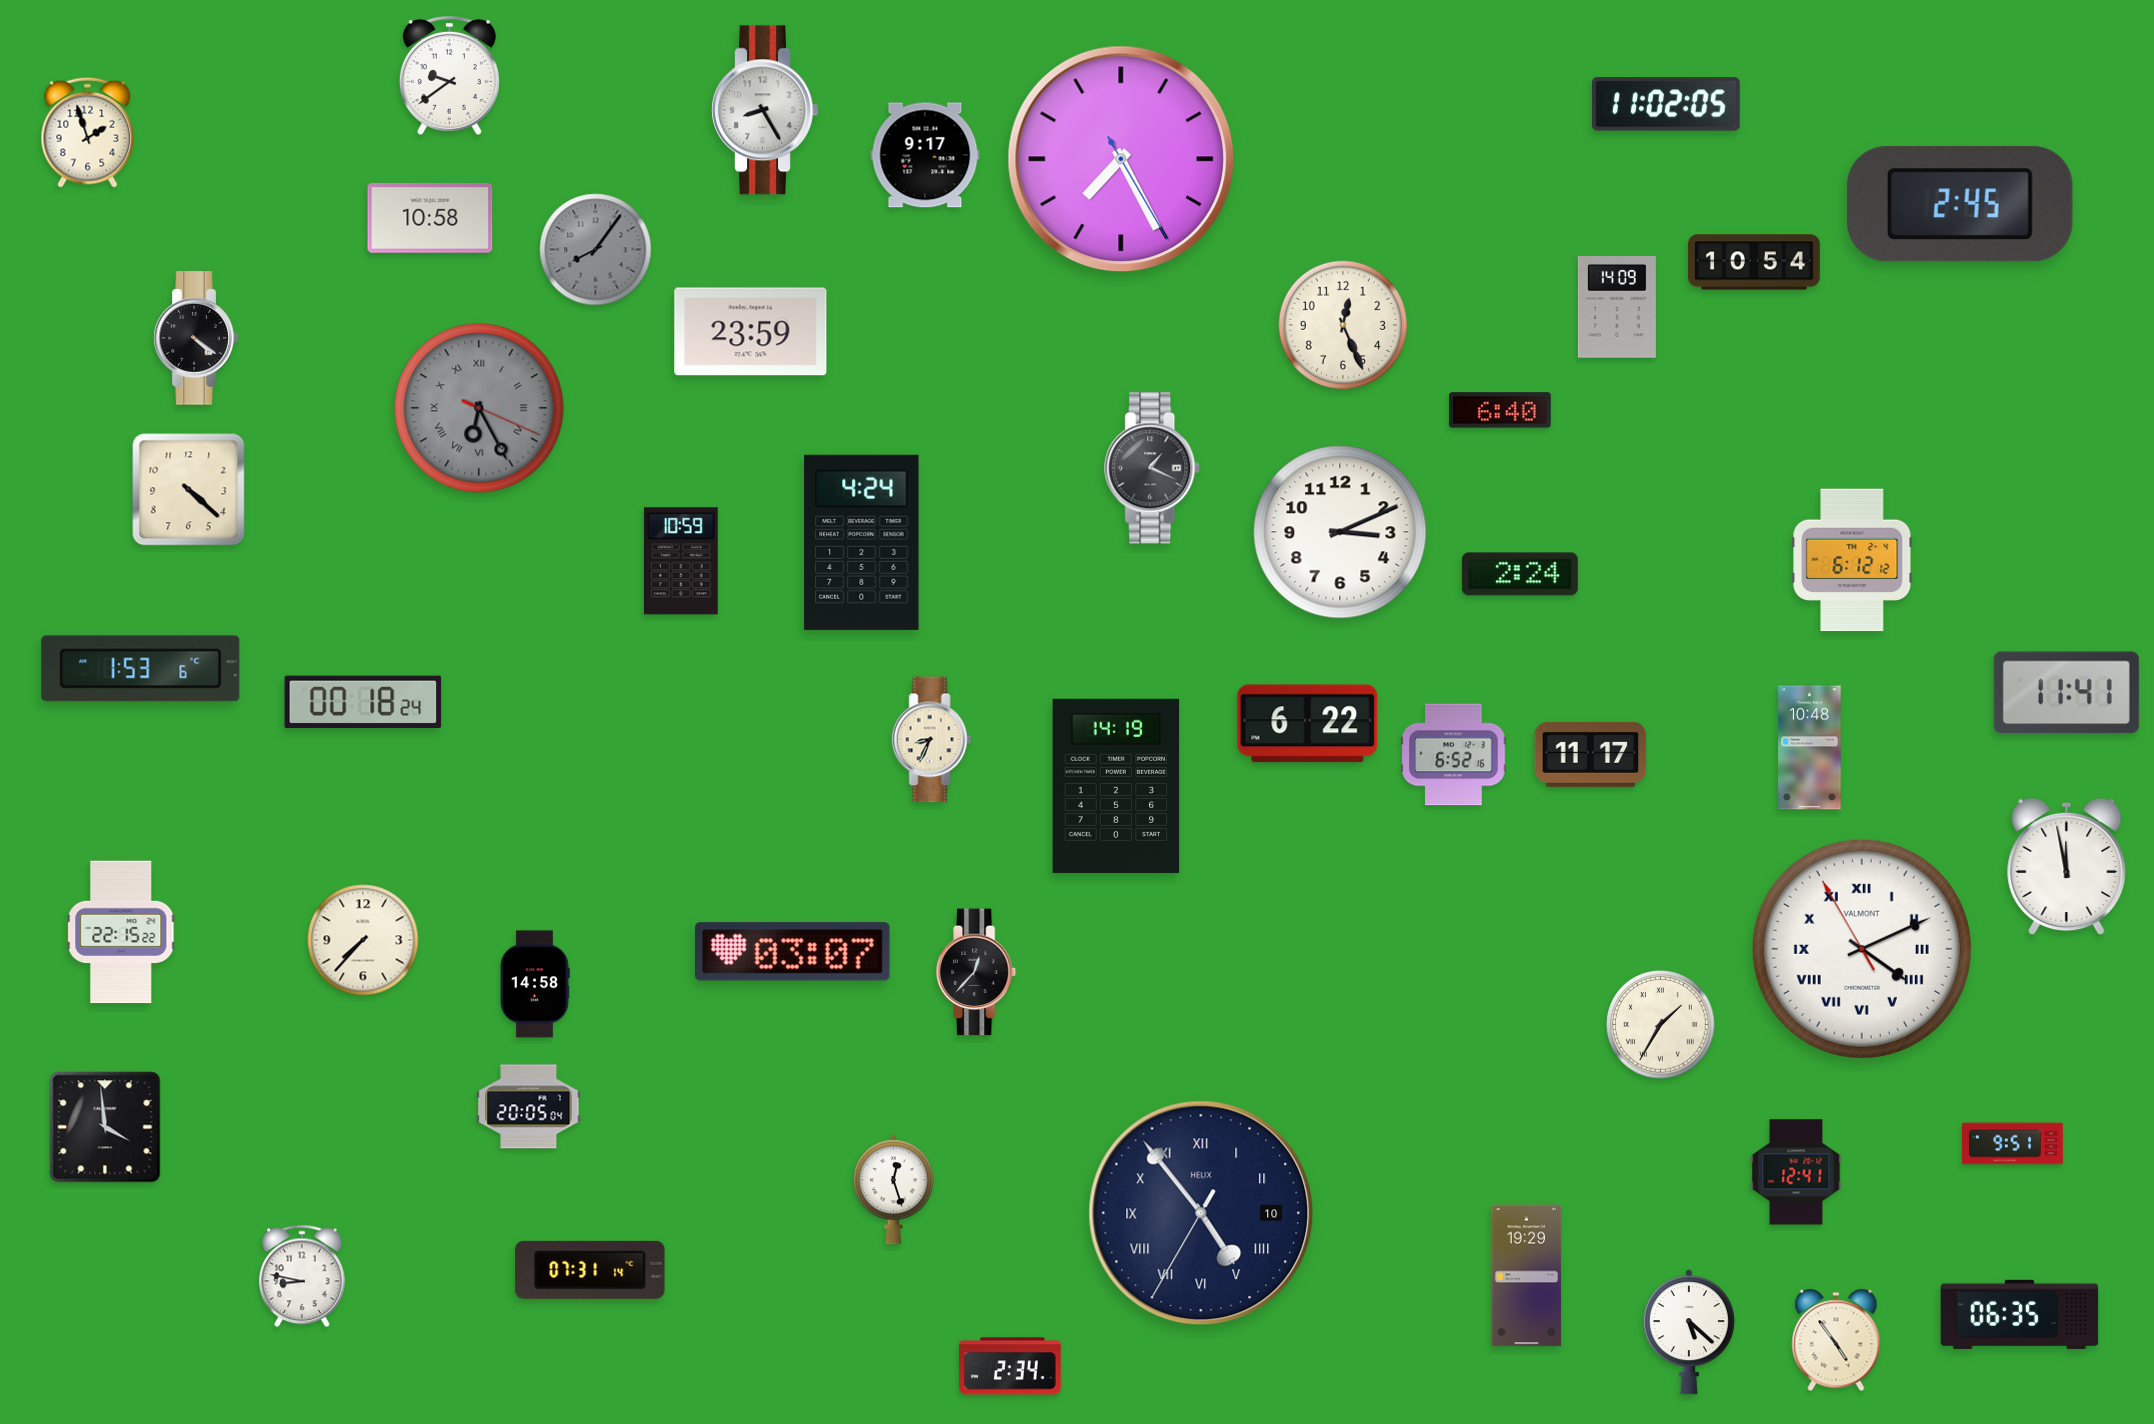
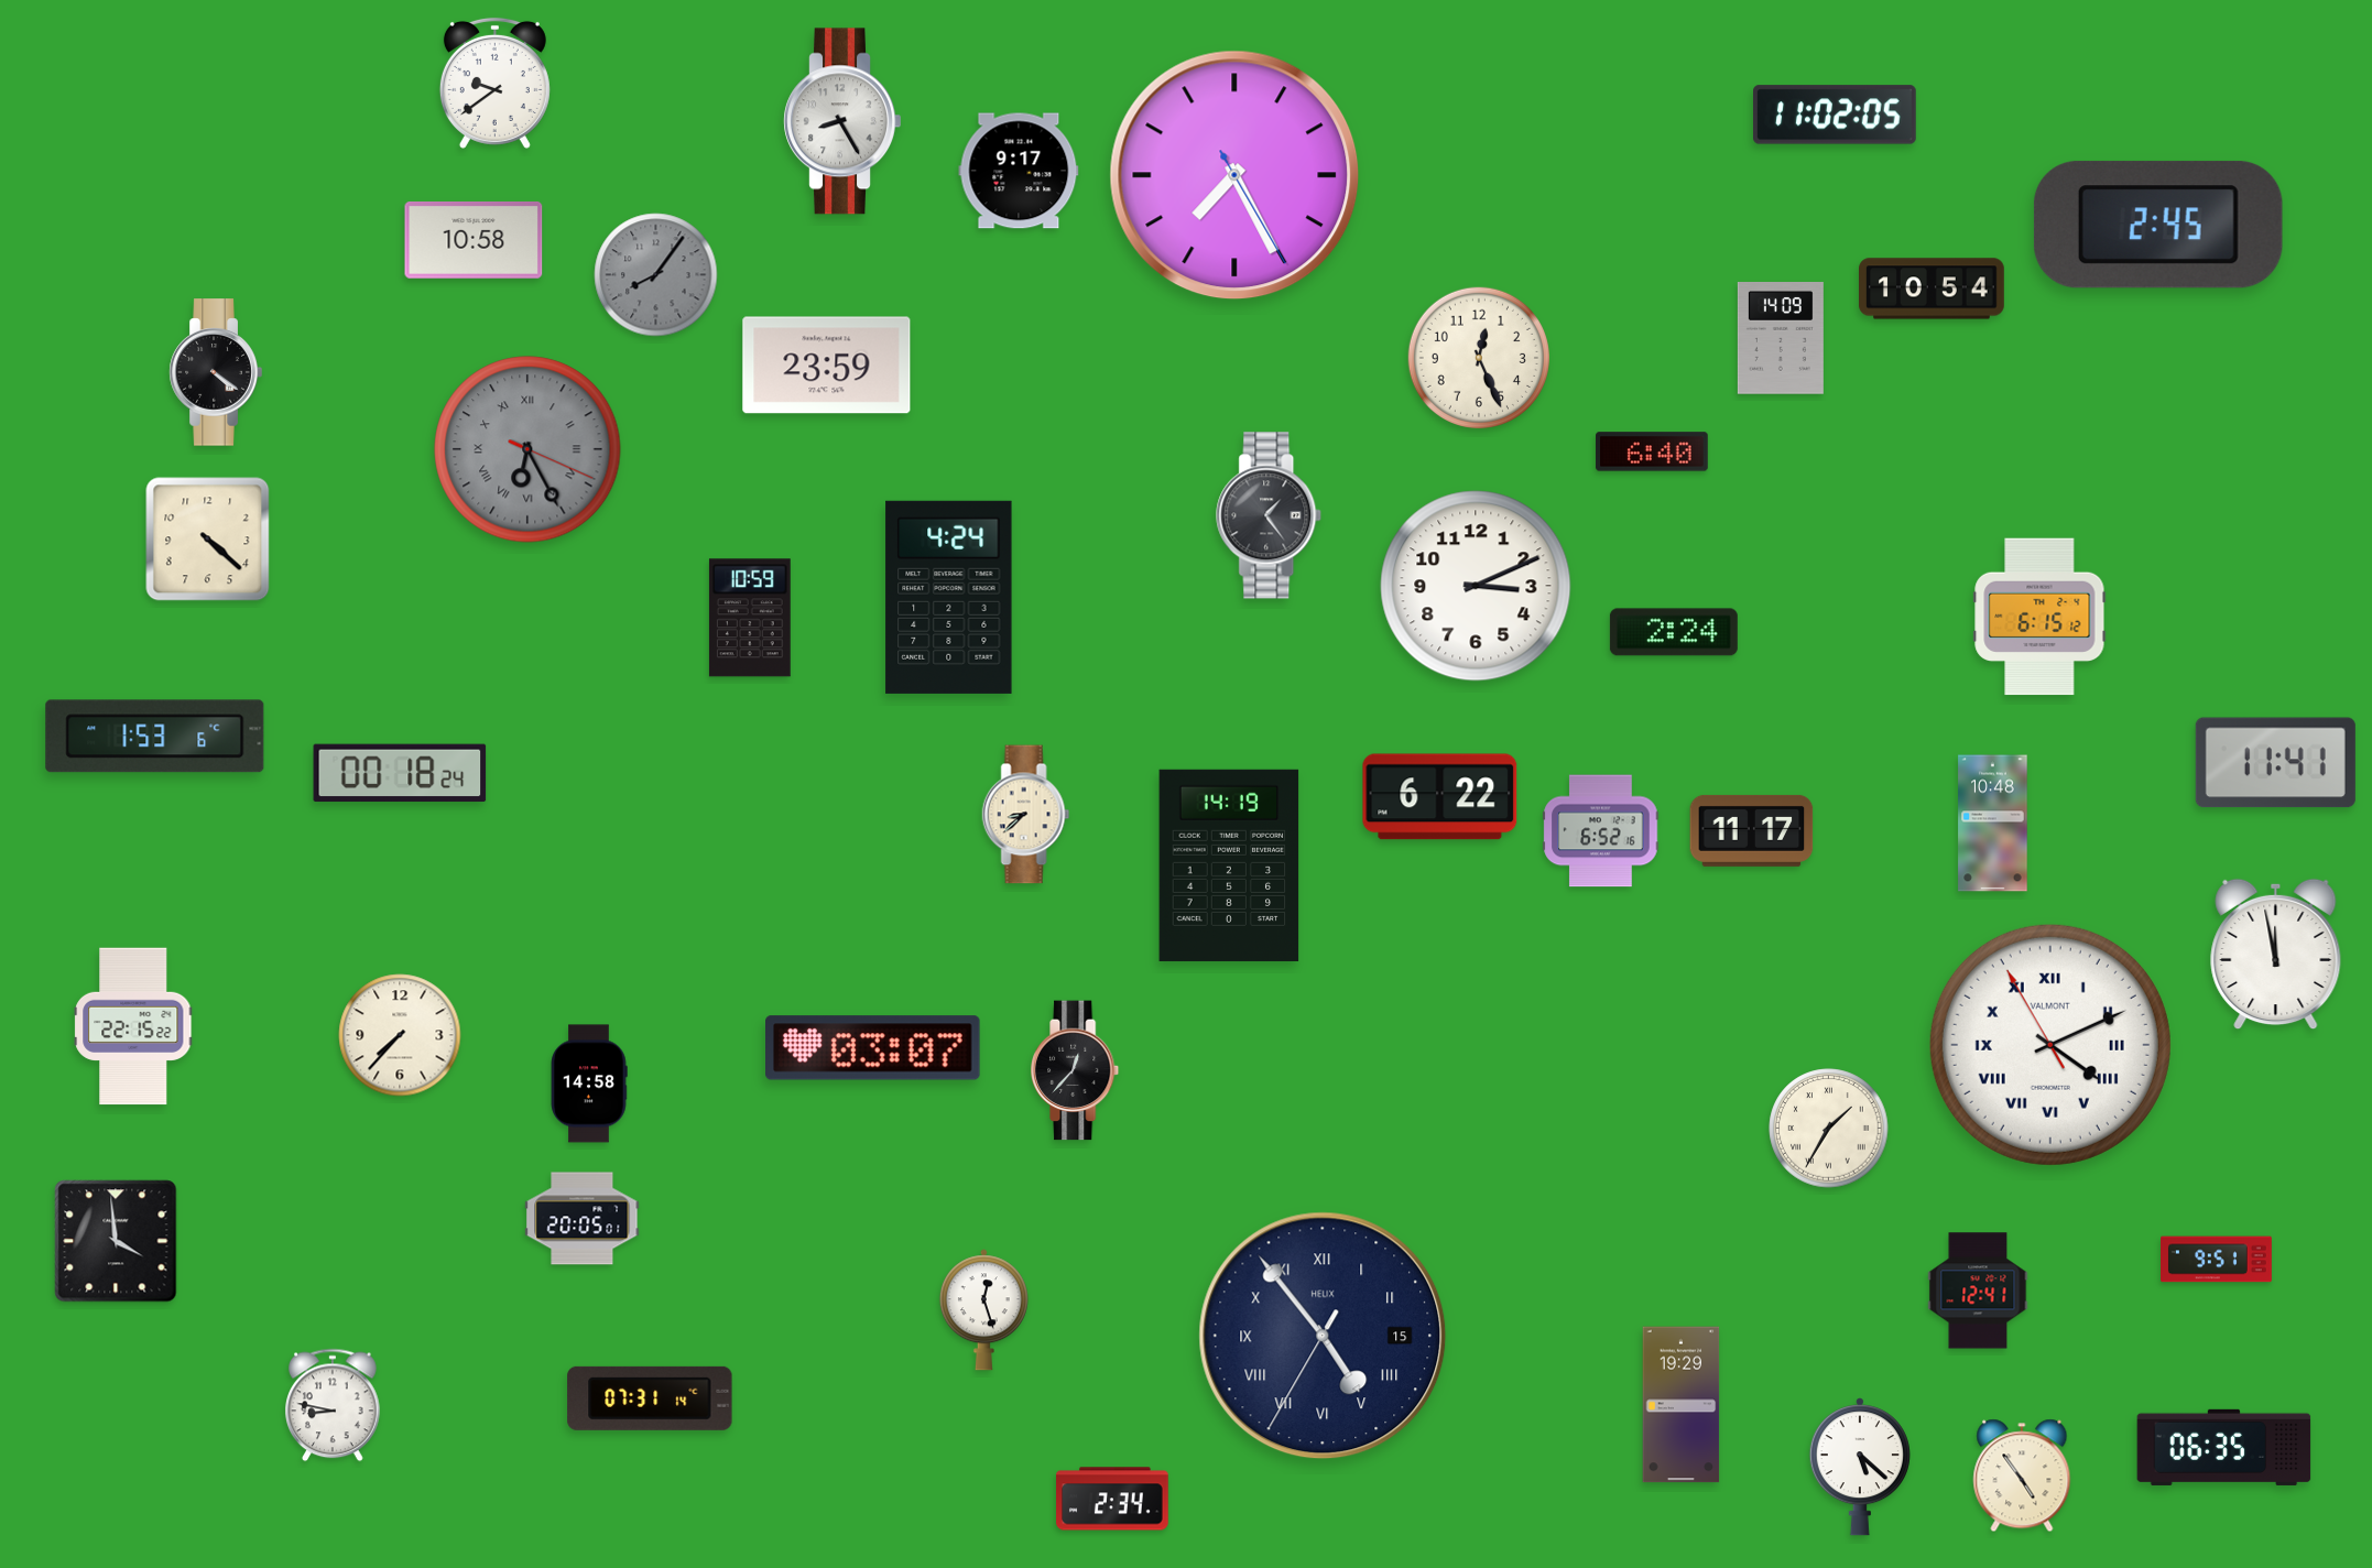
clock at (88, 132): 1:57 -> none
clock at (1153, 468): 1:19 -> 1:24
clock at (1852, 560): 6:12 -> 6:15
clock at (932, 740): 8:34 -> 8:38
clock at (529, 1107): 20:05:04 -> 20:05:01
clock at (1201, 1213) date: 10 -> 15
clock at (1010, 1366) position: (1010, 1366) -> (1112, 1499)
